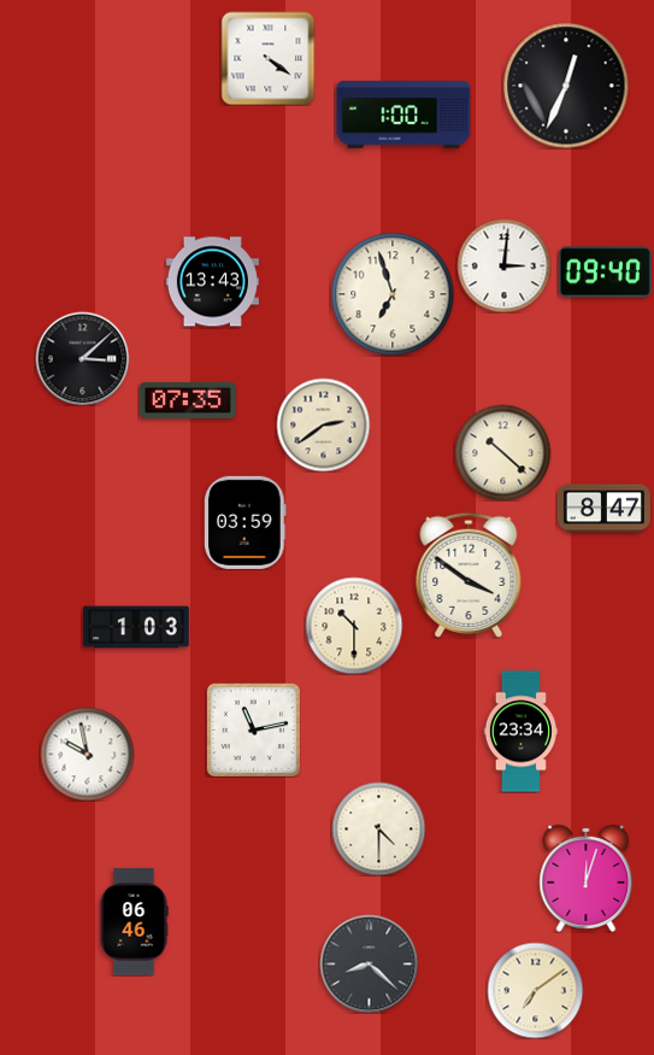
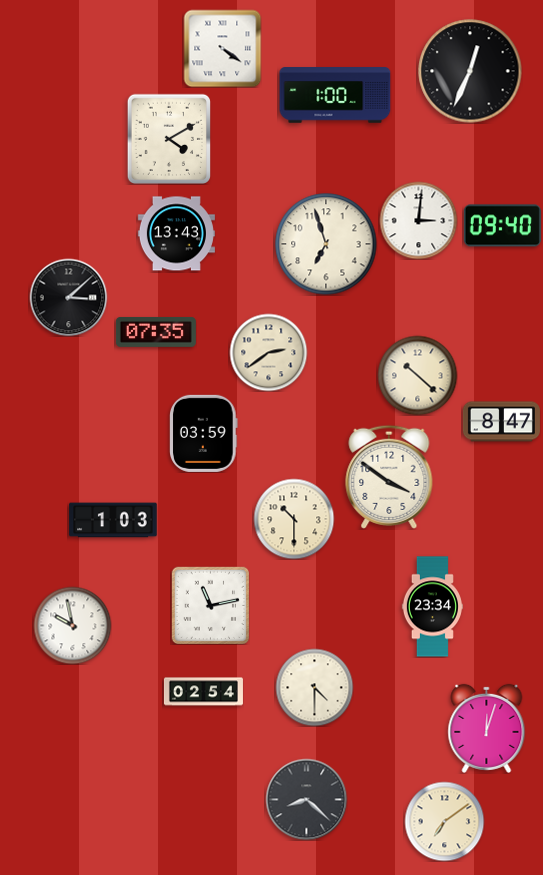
clock at (168, 138): none -> 4:10
clock at (203, 692): none -> 02:54
clock at (134, 922): 06:46 -> none
